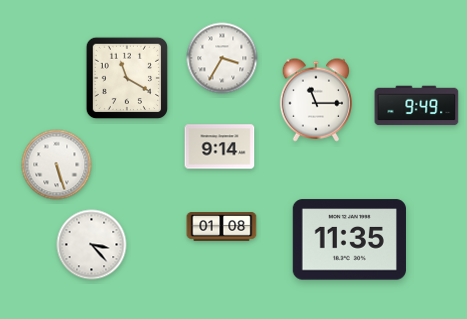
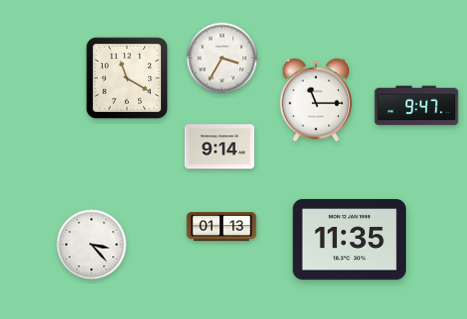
clock at (417, 106): 9:49 -> 9:47
clock at (57, 165): 5:27 -> none
clock at (222, 227): 01:08 -> 01:13
